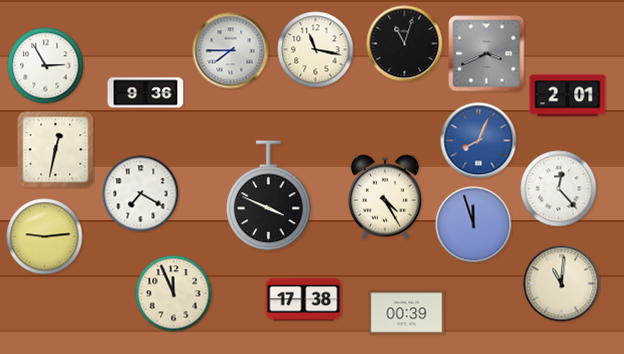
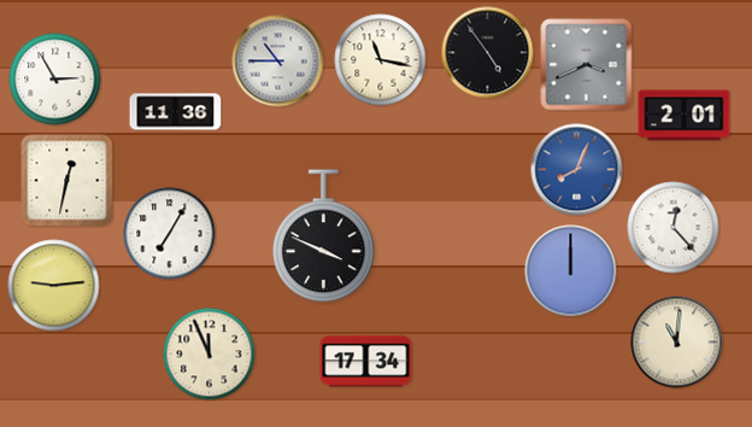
clock at (405, 44): 11:03 -> 4:54
clock at (231, 51): 7:45 -> 10:45
clock at (146, 93): 9:36 -> 11:36
clock at (141, 194): 7:20 -> 7:05
clock at (385, 197): 4:25 -> none
clock at (474, 225): 11:57 -> 12:00
clock at (304, 300): 17:38 -> 17:34
clock at (407, 313): 00:39 -> none
